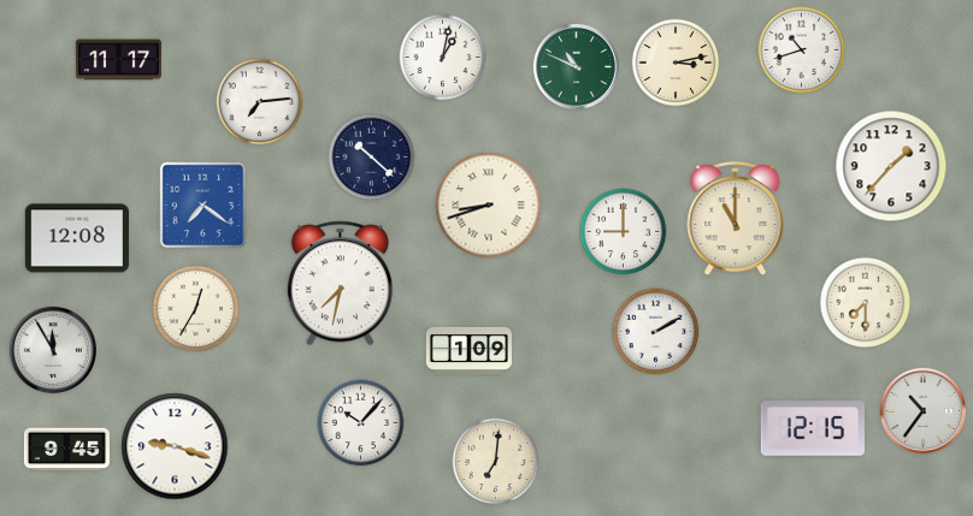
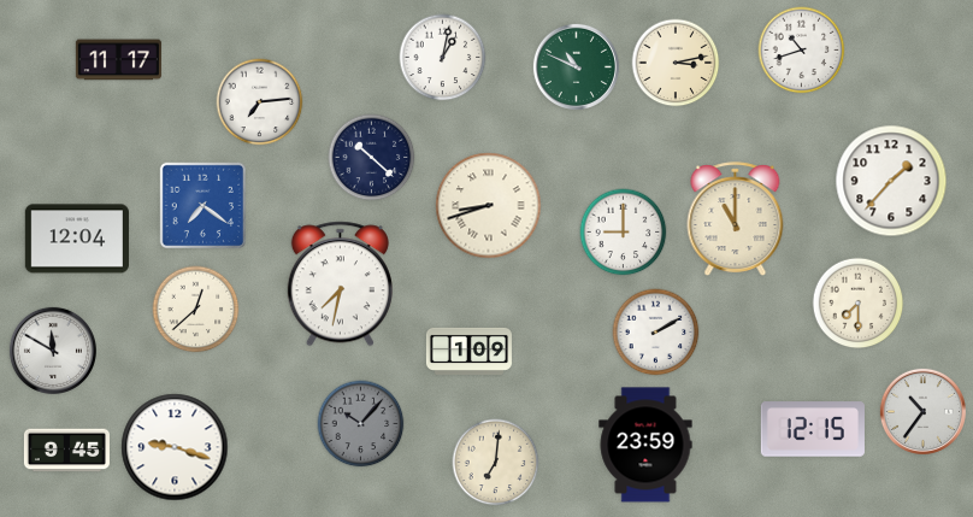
clock at (891, 166) position: (891, 166) -> (891, 181)
clock at (76, 238): 12:08 -> 12:04
clock at (866, 303) position: (866, 303) -> (859, 304)
clock at (196, 309): 12:35 -> 12:38
clock at (53, 350): 11:55 -> 11:50
clock at (361, 423) dial: white -> grey
clock at (645, 445): none -> 23:59
